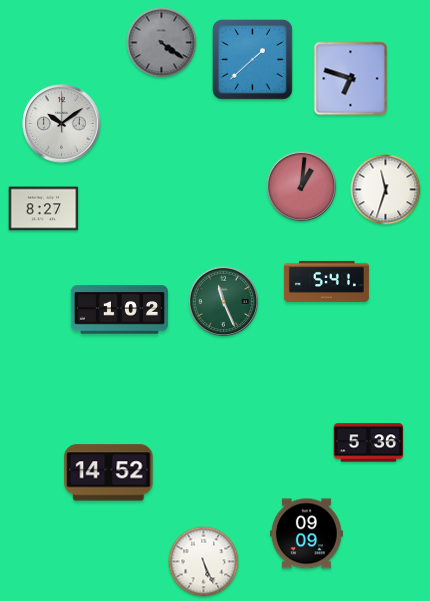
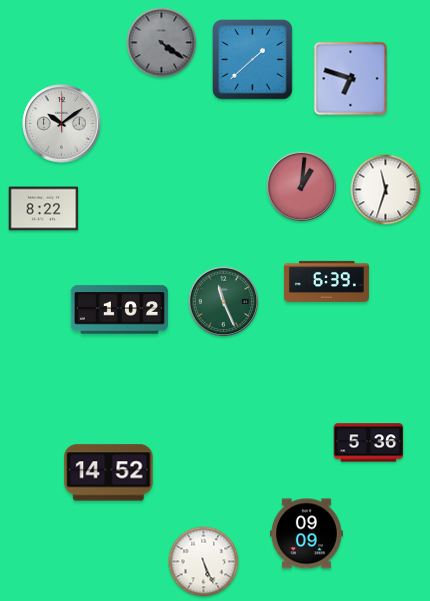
clock at (44, 209): 8:27 -> 8:22
clock at (326, 281): 5:41 -> 6:39
